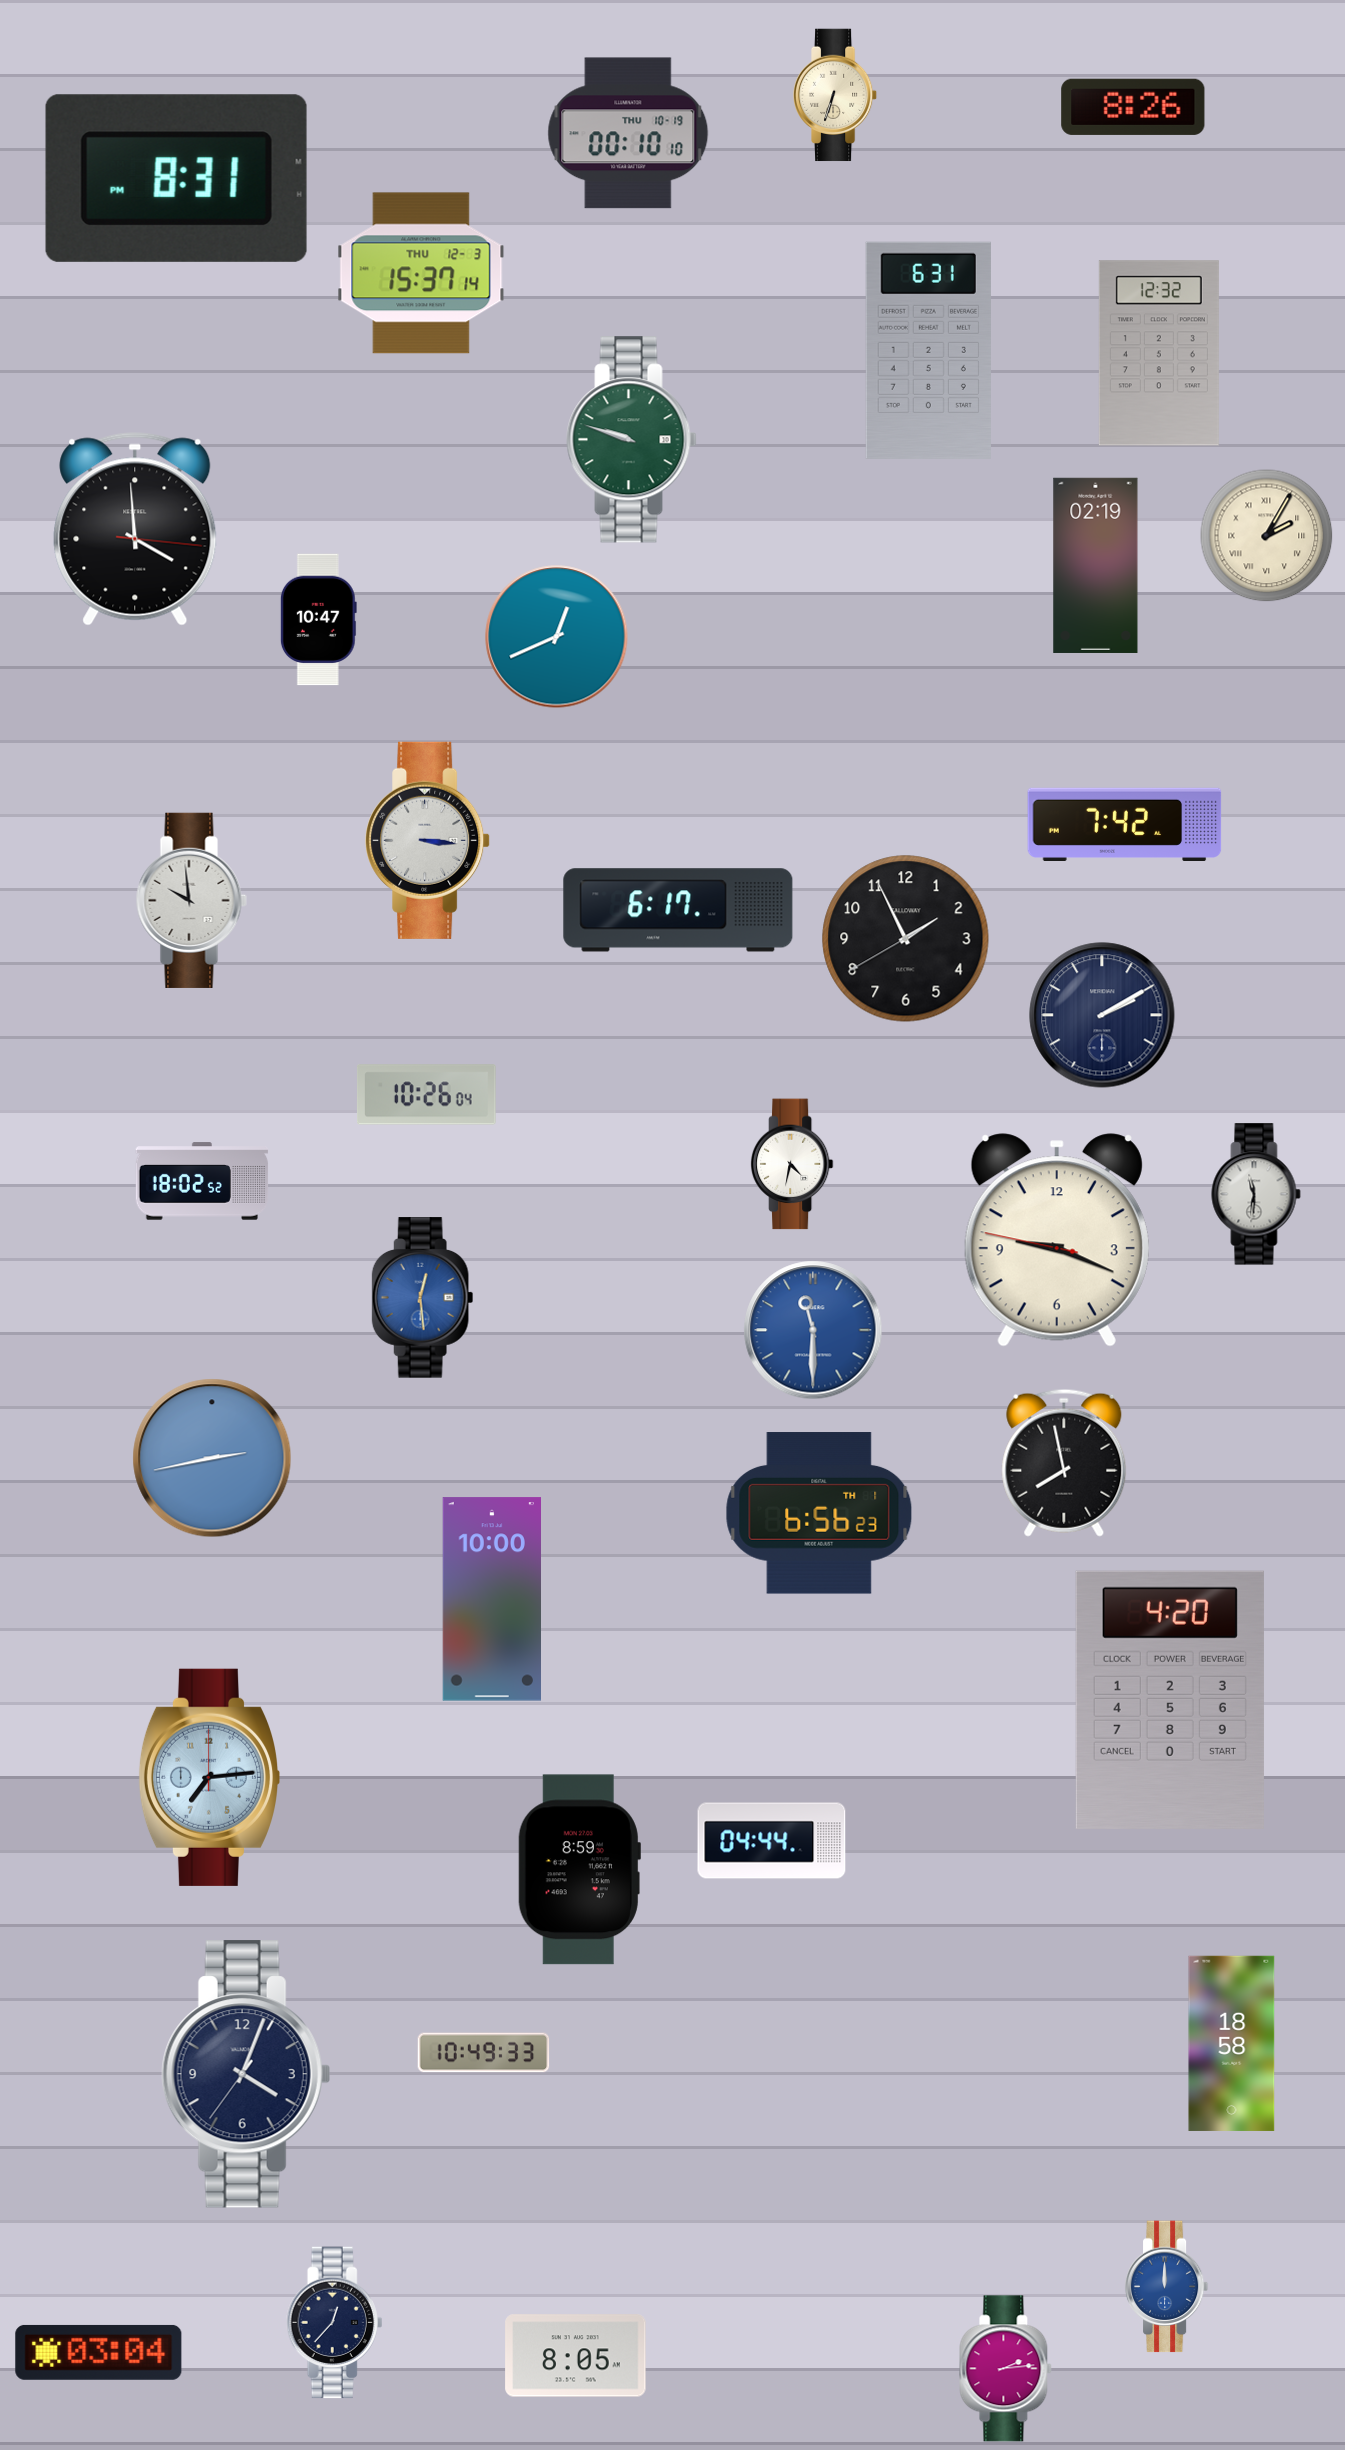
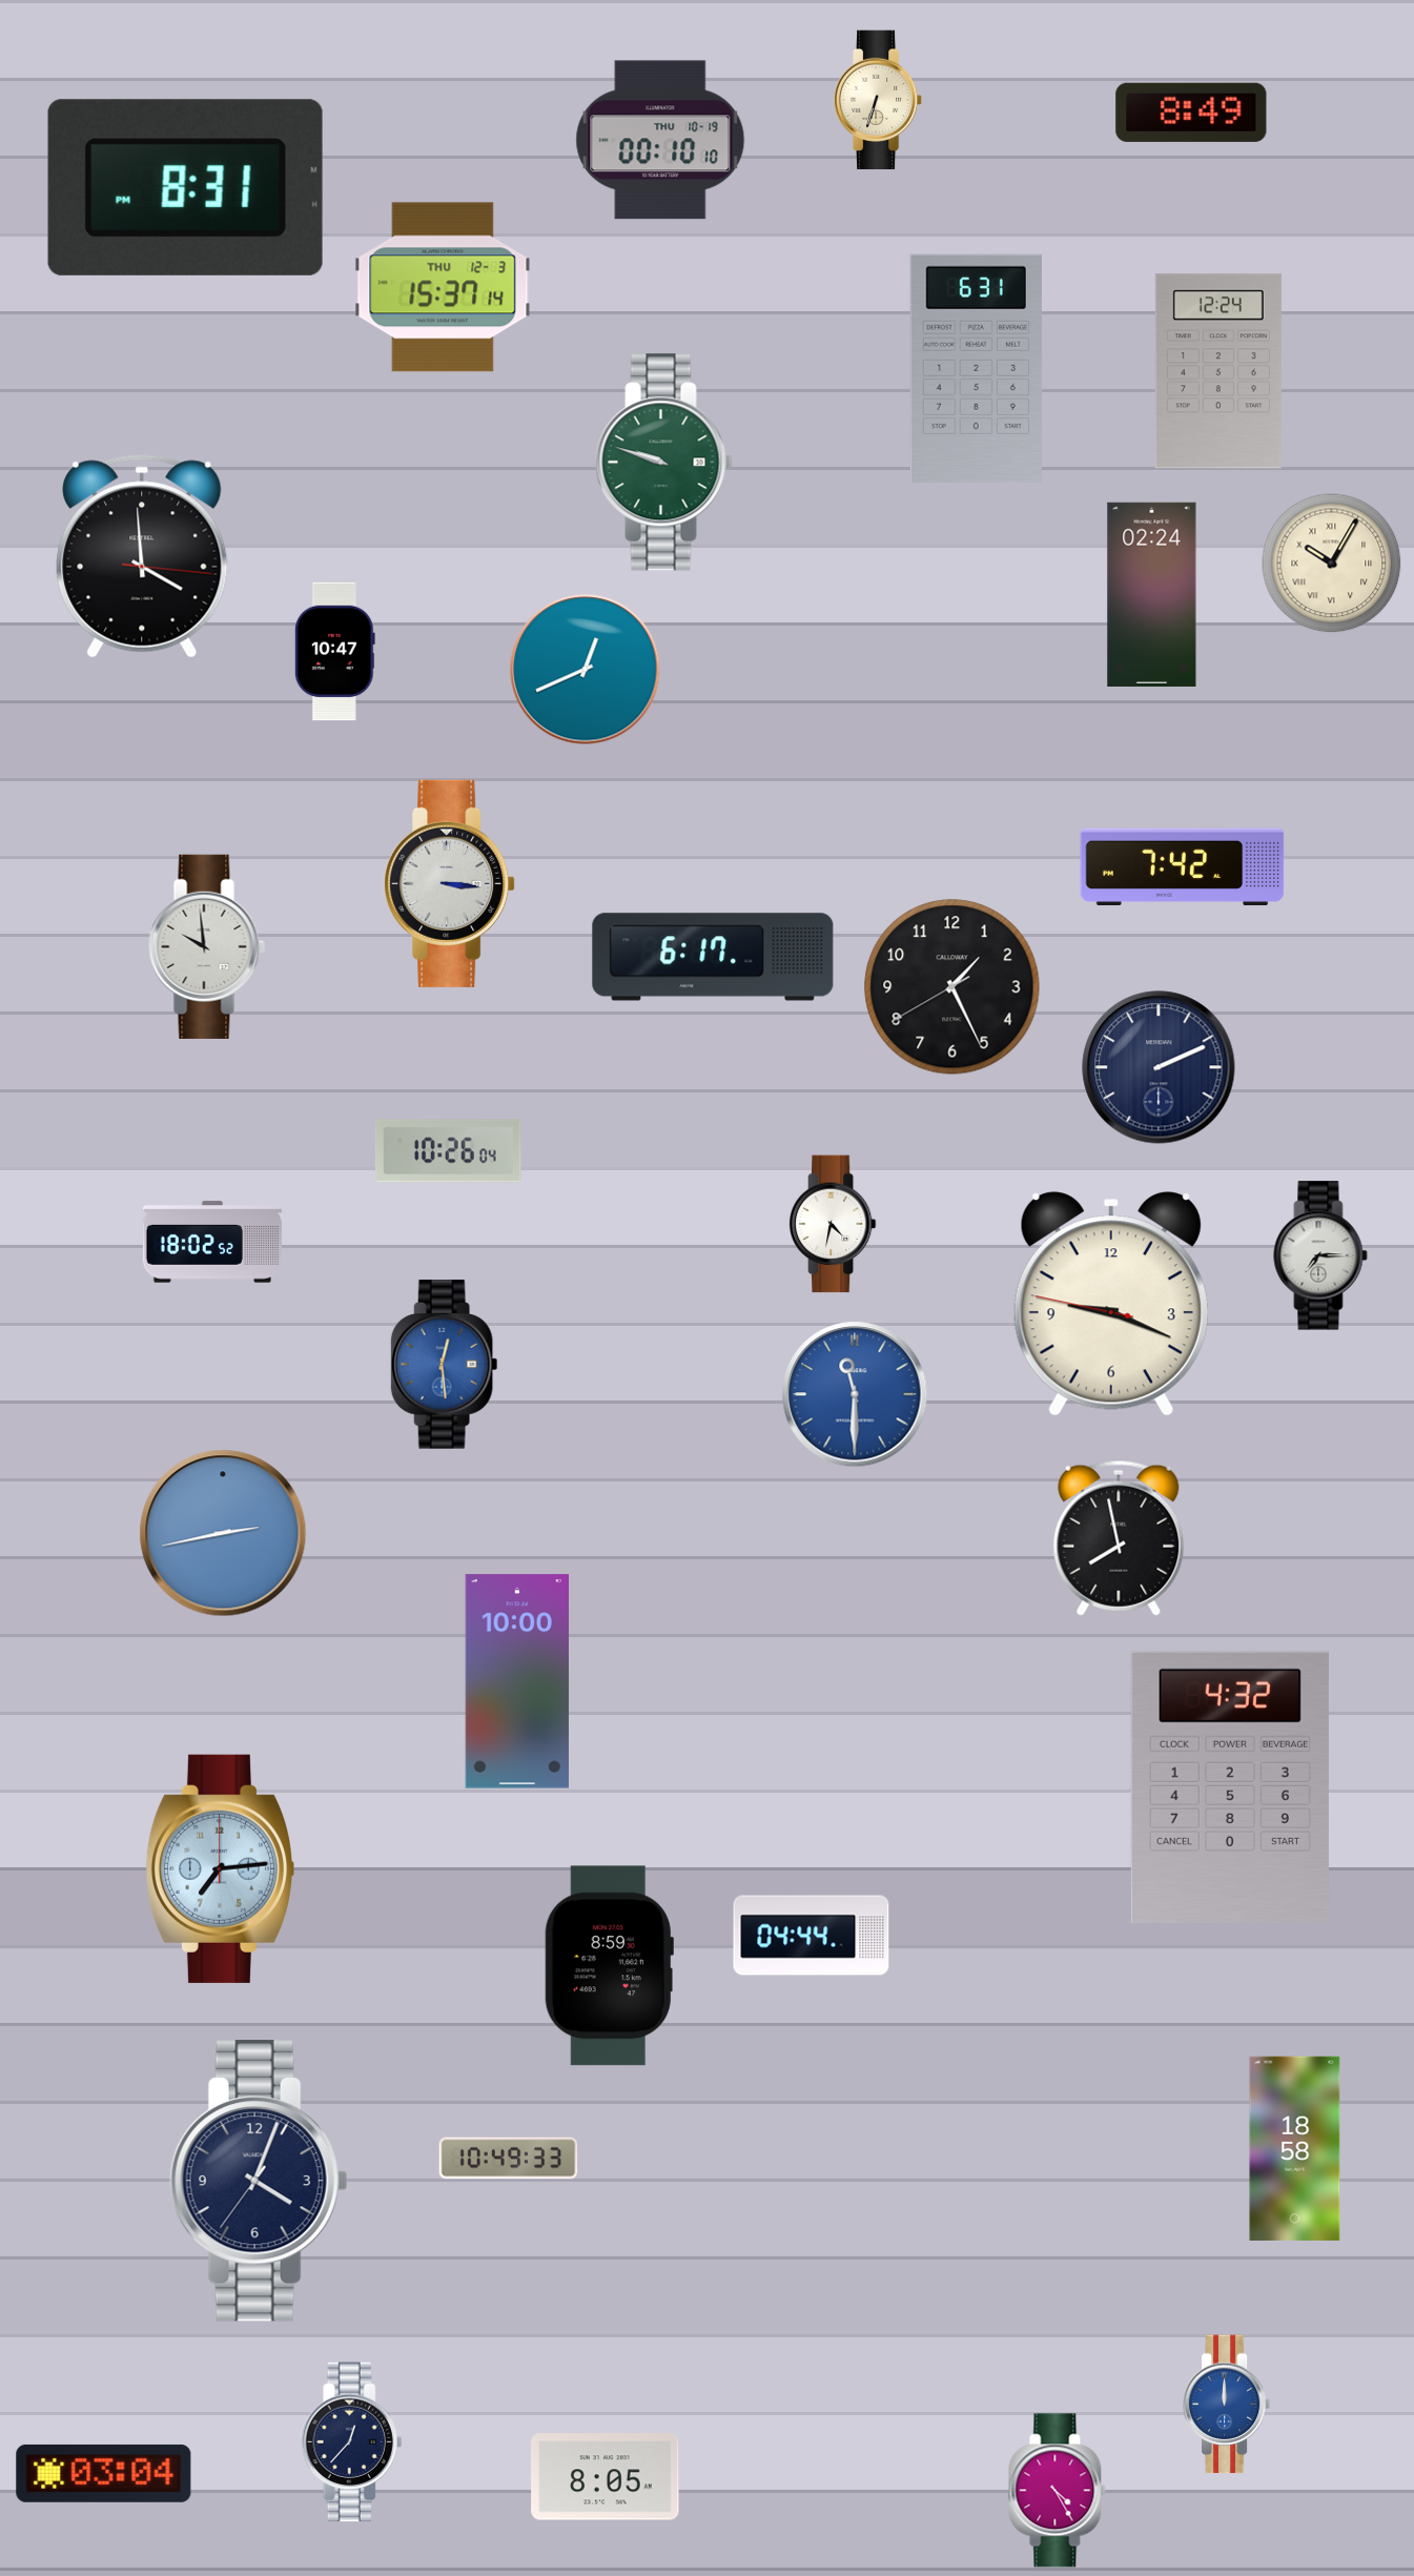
clock at (1133, 107): 8:26 -> 8:49
clock at (1159, 353): 12:32 -> 12:24
clock at (1267, 536): 2:05 -> 10:05
clock at (1096, 565): 02:19 -> 02:24
clock at (191, 900) position: (191, 900) -> (206, 946)
clock at (906, 939): 1:55 -> 1:25
clock at (1102, 1015): 2:10 -> 2:11
clock at (1256, 1194): 11:31 -> 7:15
clock at (813, 1330) position: (813, 1330) -> (855, 1394)
clock at (819, 1513): 6:56 -> none
clock at (1170, 1700): 4:20 -> 4:32
clock at (1006, 2369): 2:14 -> 4:25
